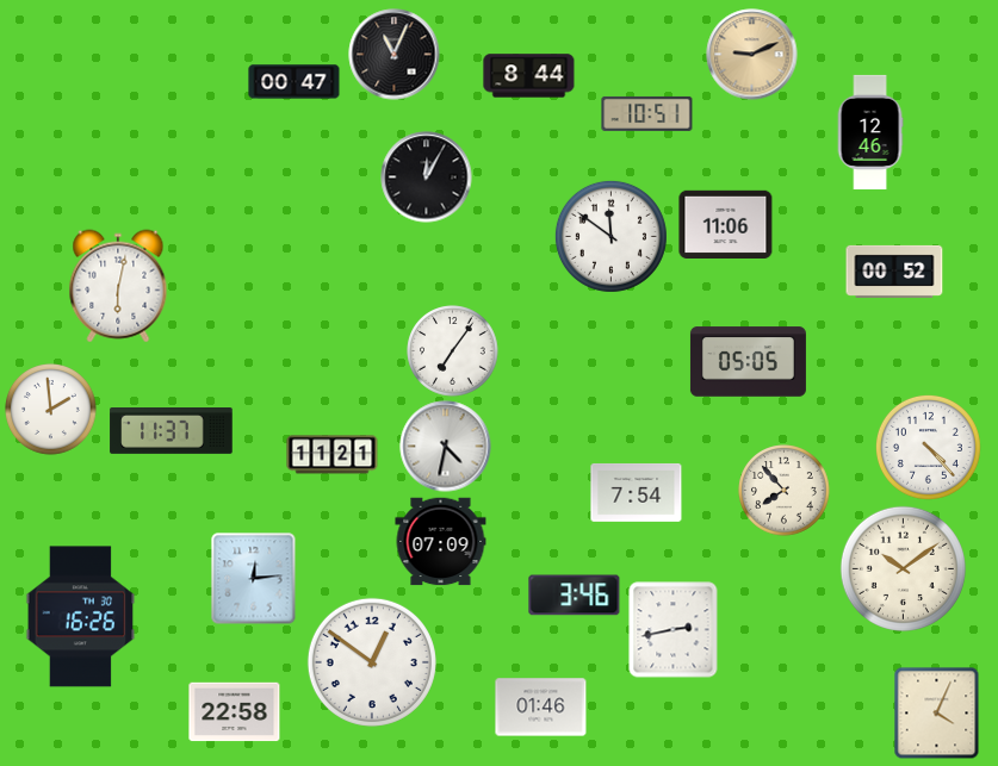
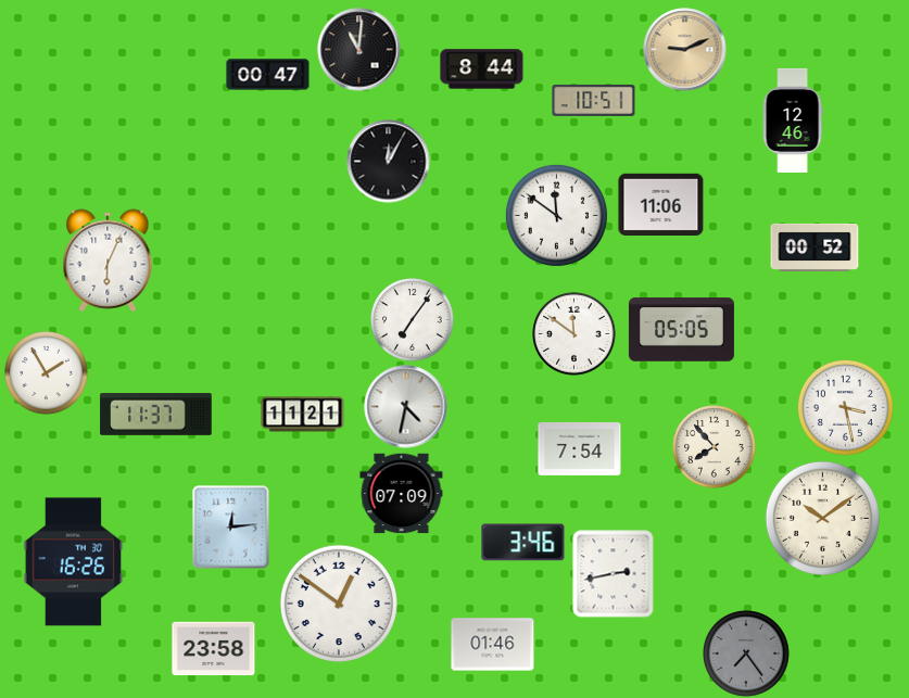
clock at (395, 55): 11:04 -> 11:01
clock at (647, 113) position: (647, 113) -> (594, 100)
clock at (118, 286): 6:02 -> 6:04
clock at (575, 334): none -> 11:51
clock at (51, 410): 1:59 -> 1:55
clock at (172, 431) position: (172, 431) -> (156, 415)
clock at (928, 447): 4:23 -> 3:28
clock at (235, 712): 22:58 -> 23:58
clock at (937, 712): 4:04 -> none
clock at (747, 655): none -> 7:24
